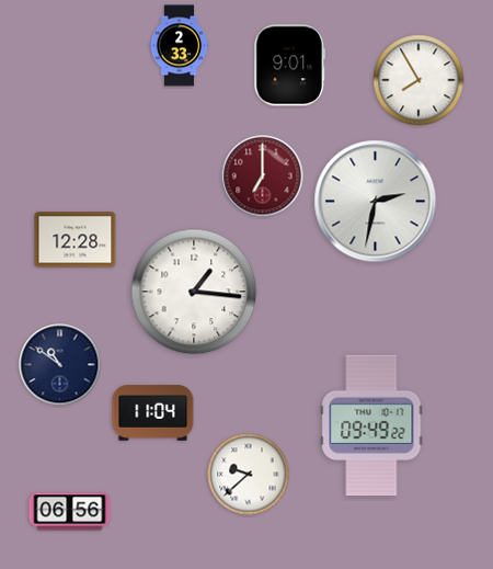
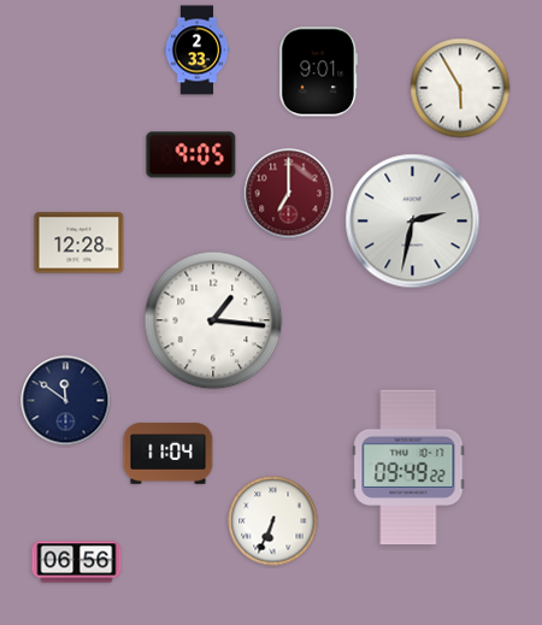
clock at (419, 80): 7:55 -> 5:55
clock at (192, 155): none -> 9:05
clock at (76, 240) position: (76, 240) -> (79, 243)
clock at (60, 365): 10:51 -> 11:51
clock at (249, 475): 9:38 -> 6:34
